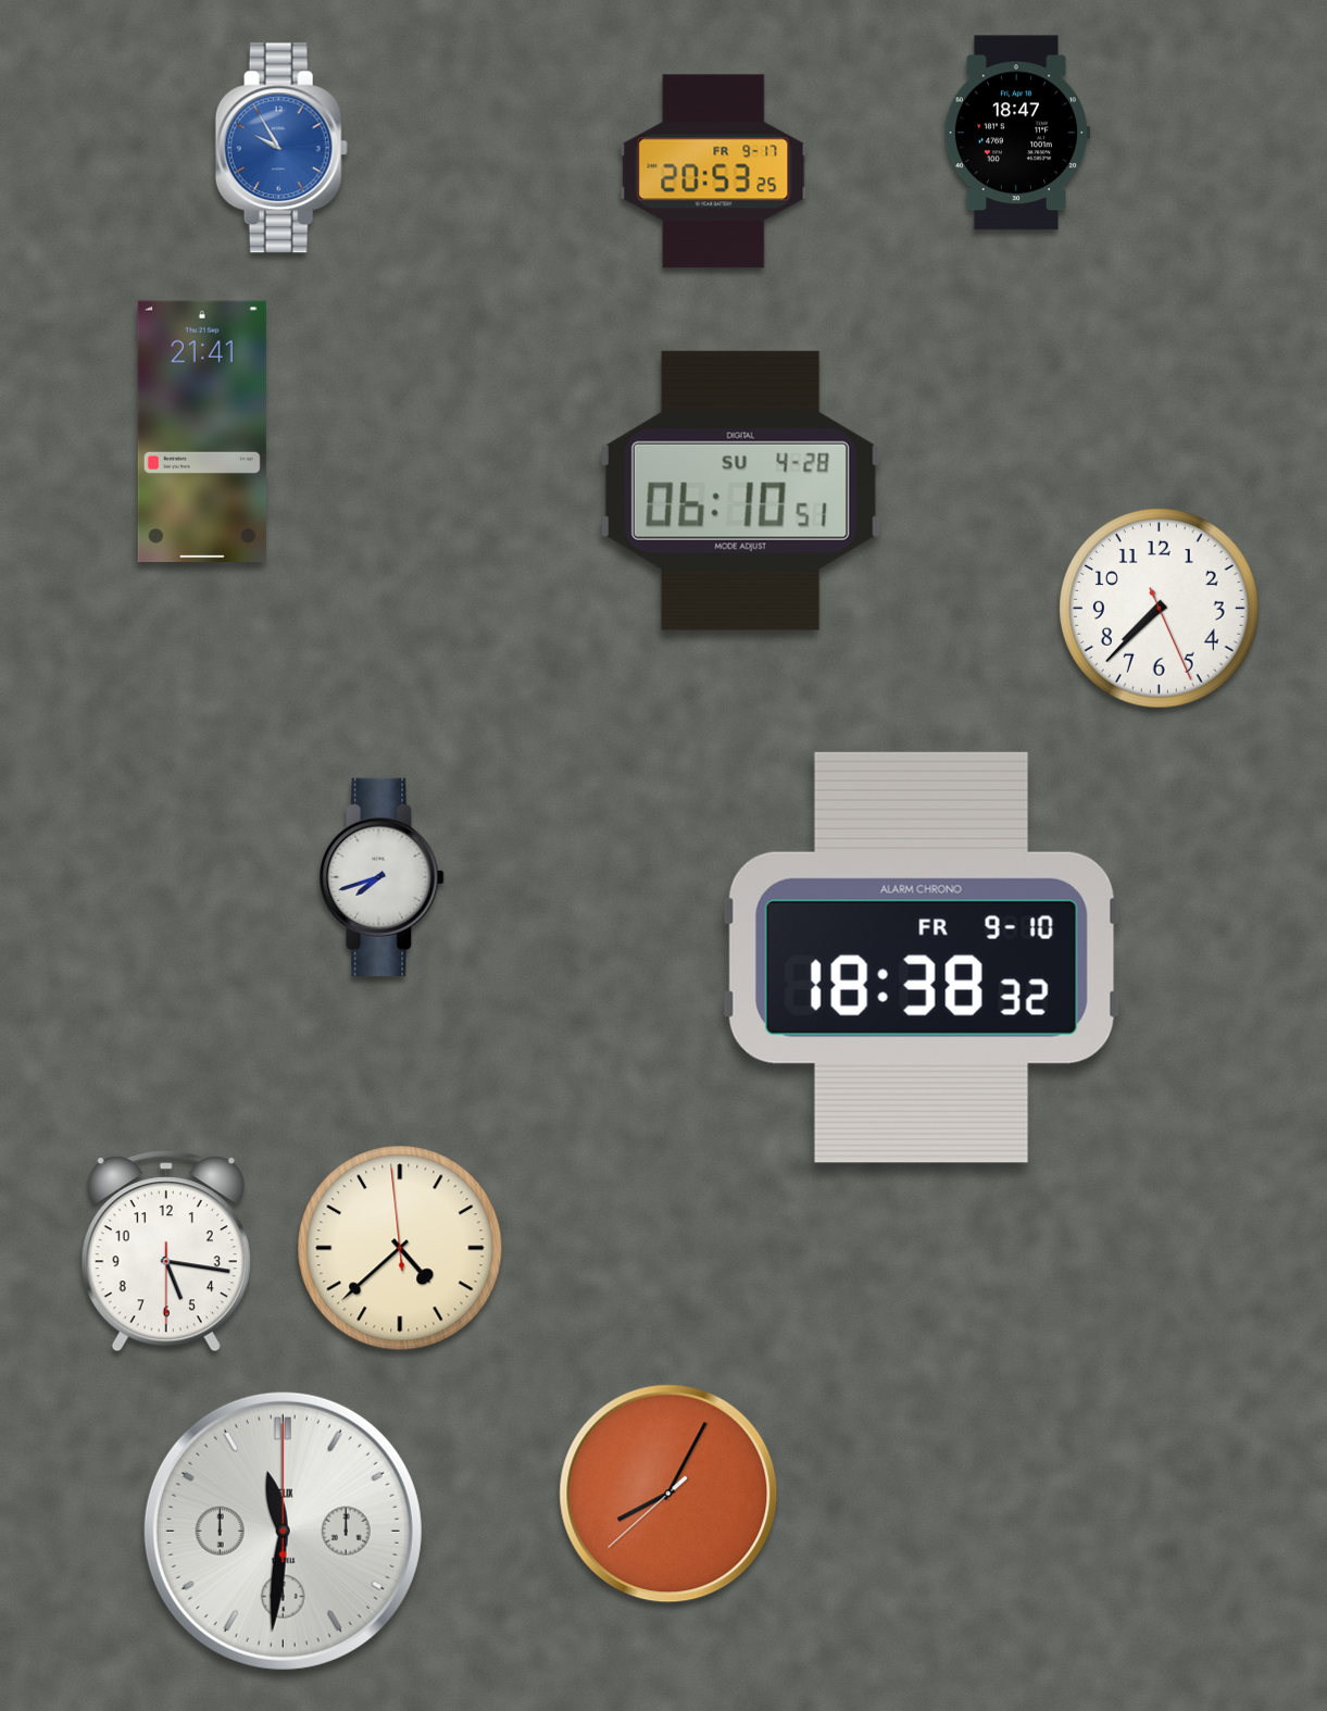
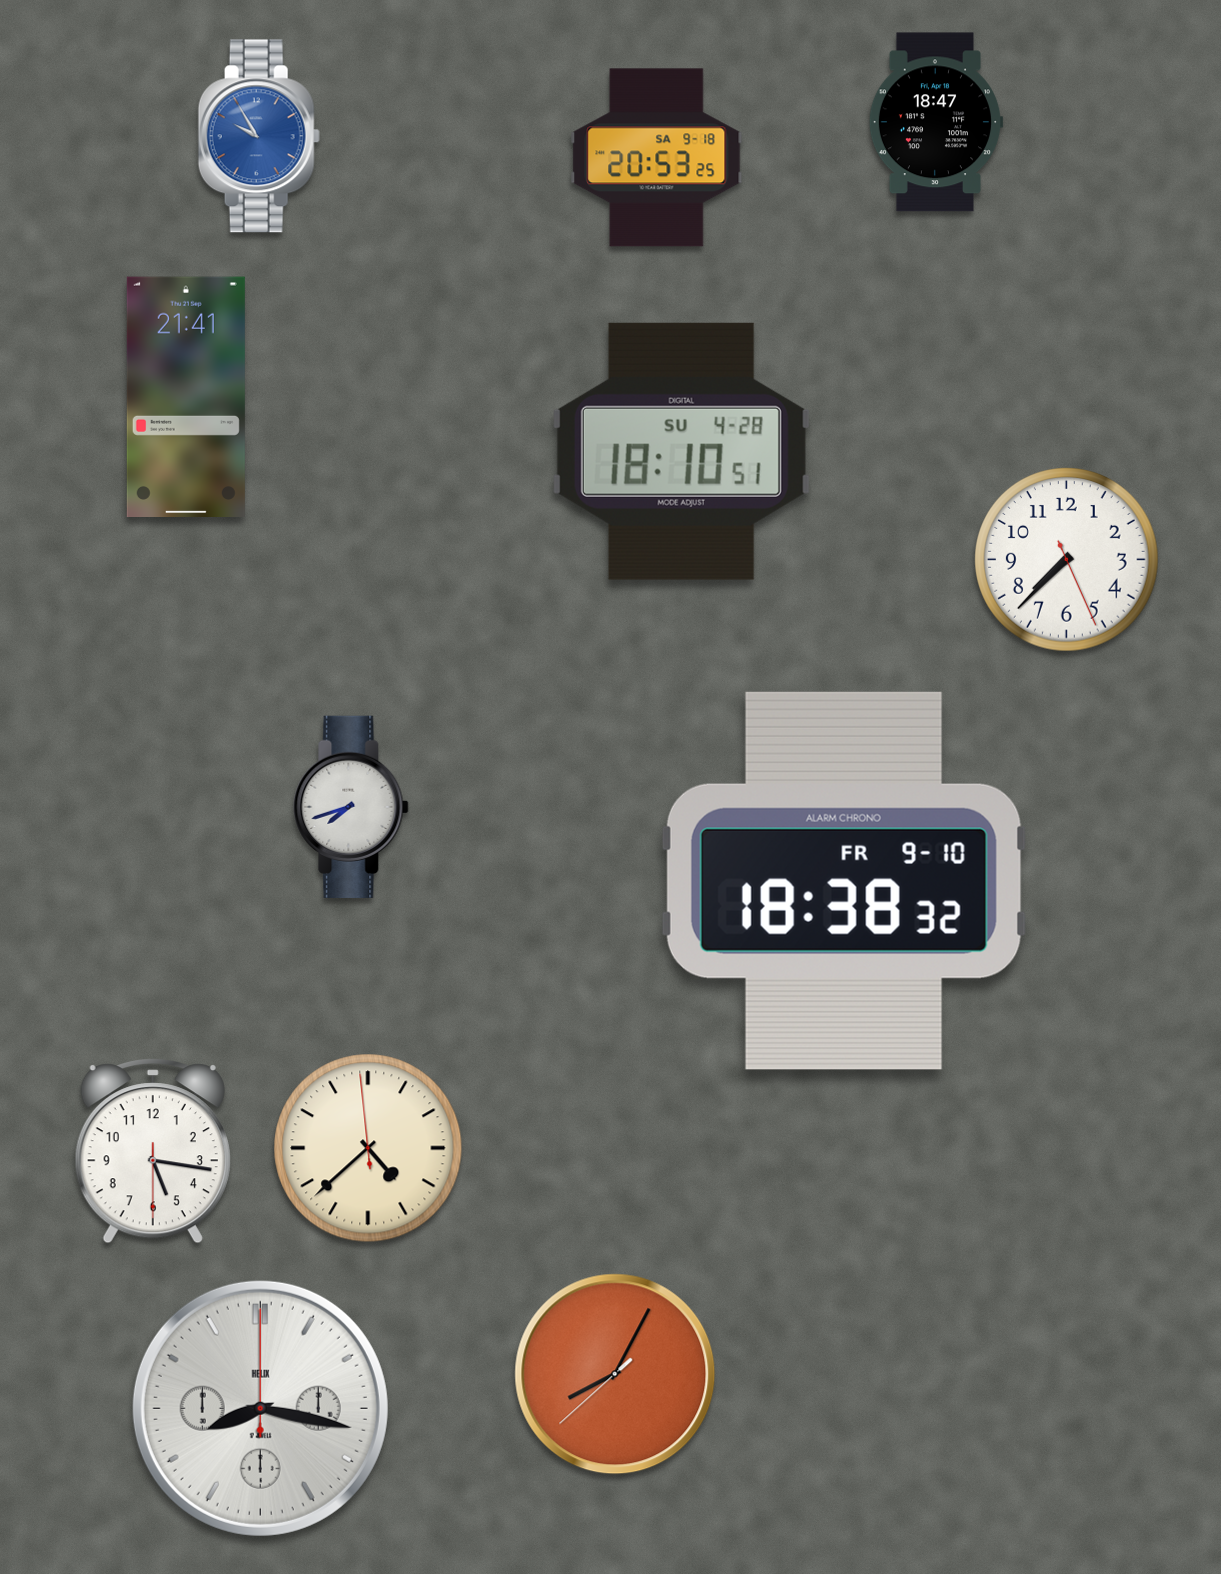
clock at (714, 172) date: FR 9-17 -> SA 9-18
clock at (740, 490): 06:10 -> 18:10
clock at (922, 958) position: (922, 958) -> (844, 881)
clock at (283, 1531): 11:31 -> 8:17
